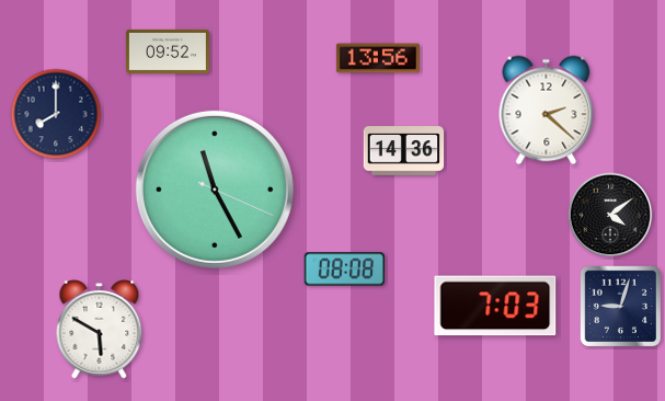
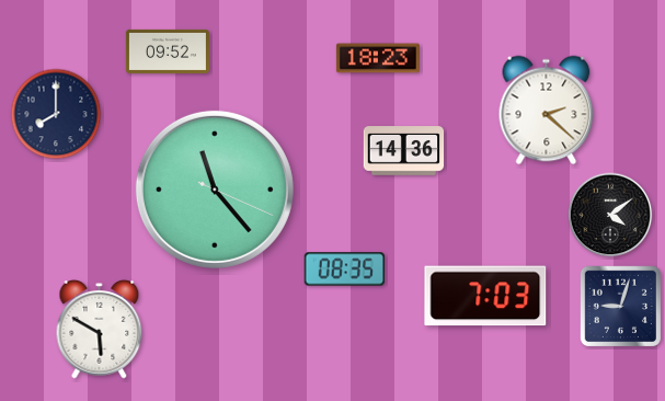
clock at (378, 58): 13:56 -> 18:23
clock at (215, 190): 11:25 -> 11:23
clock at (345, 270): 08:08 -> 08:35
clock at (495, 306) position: (495, 306) -> (485, 296)
